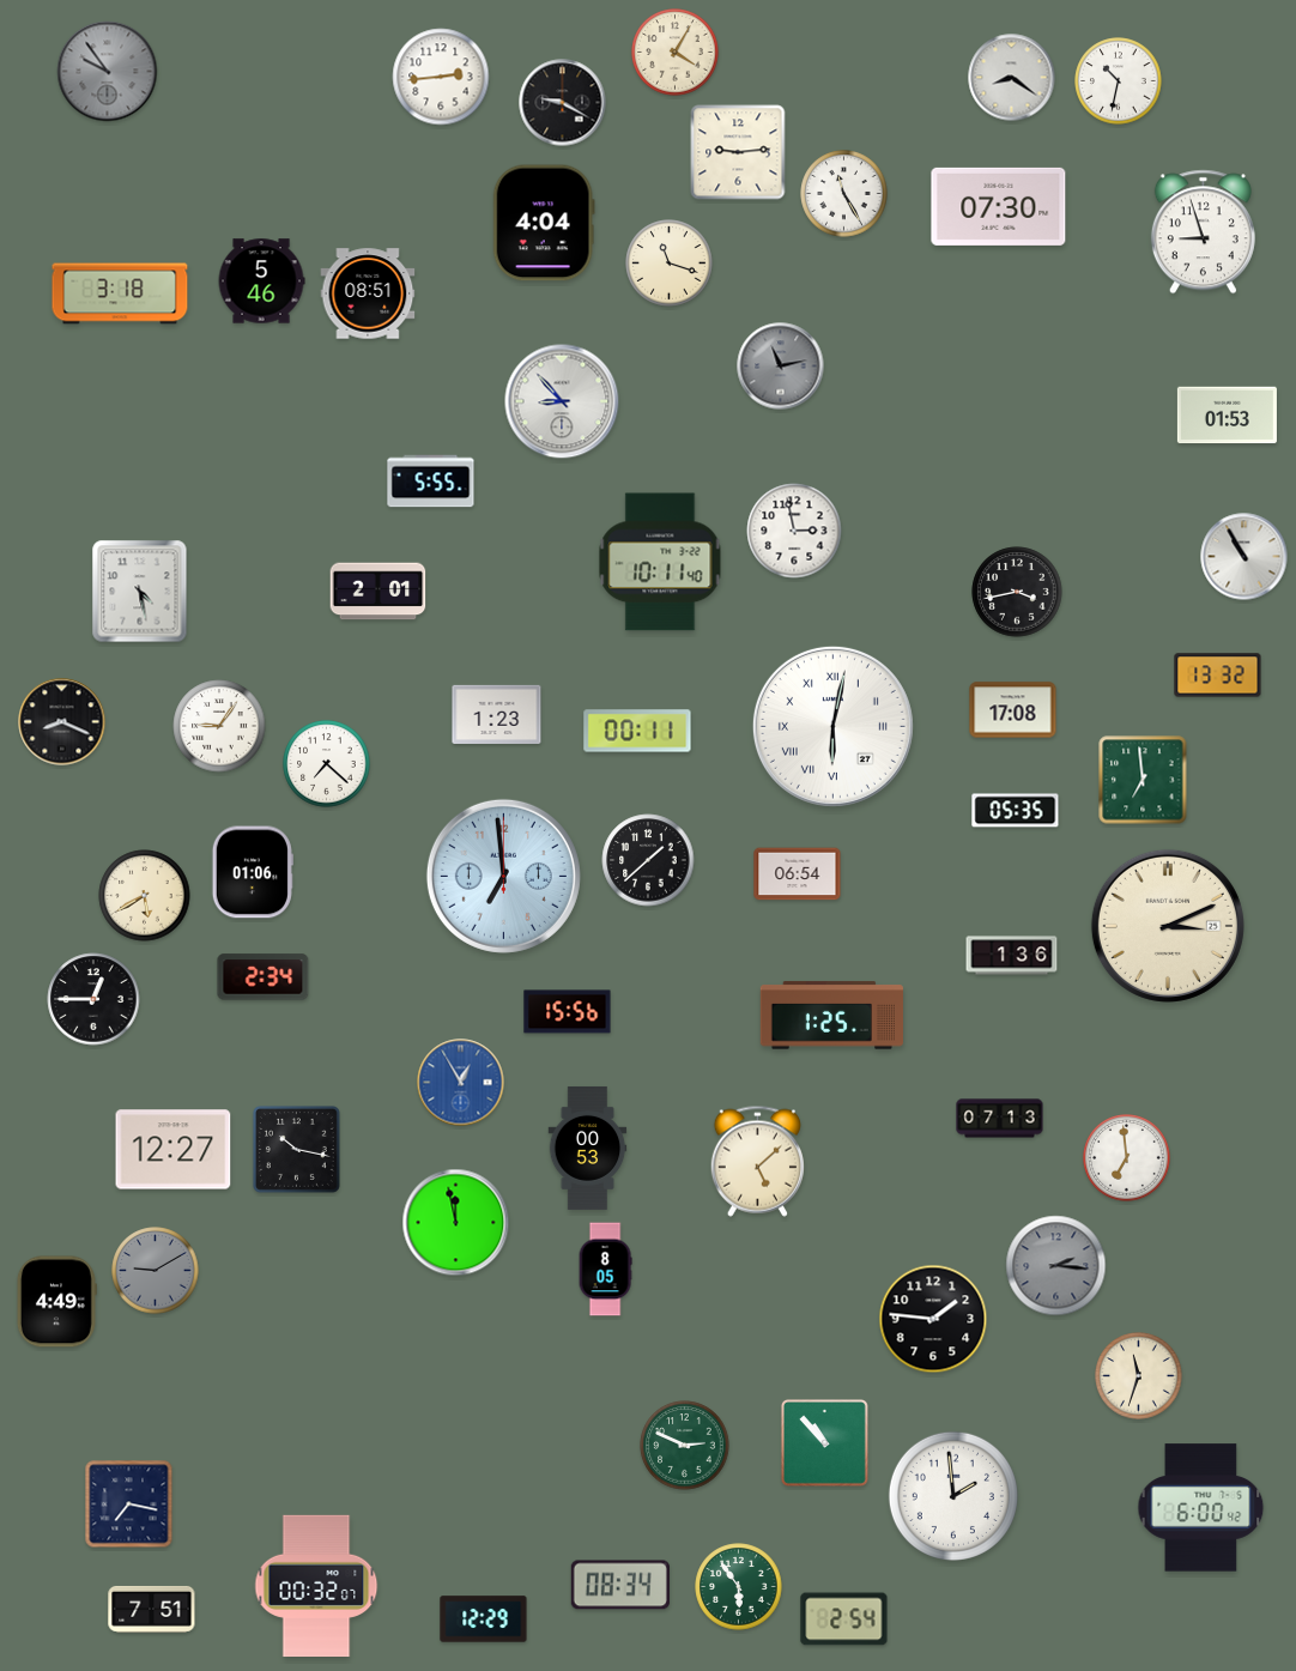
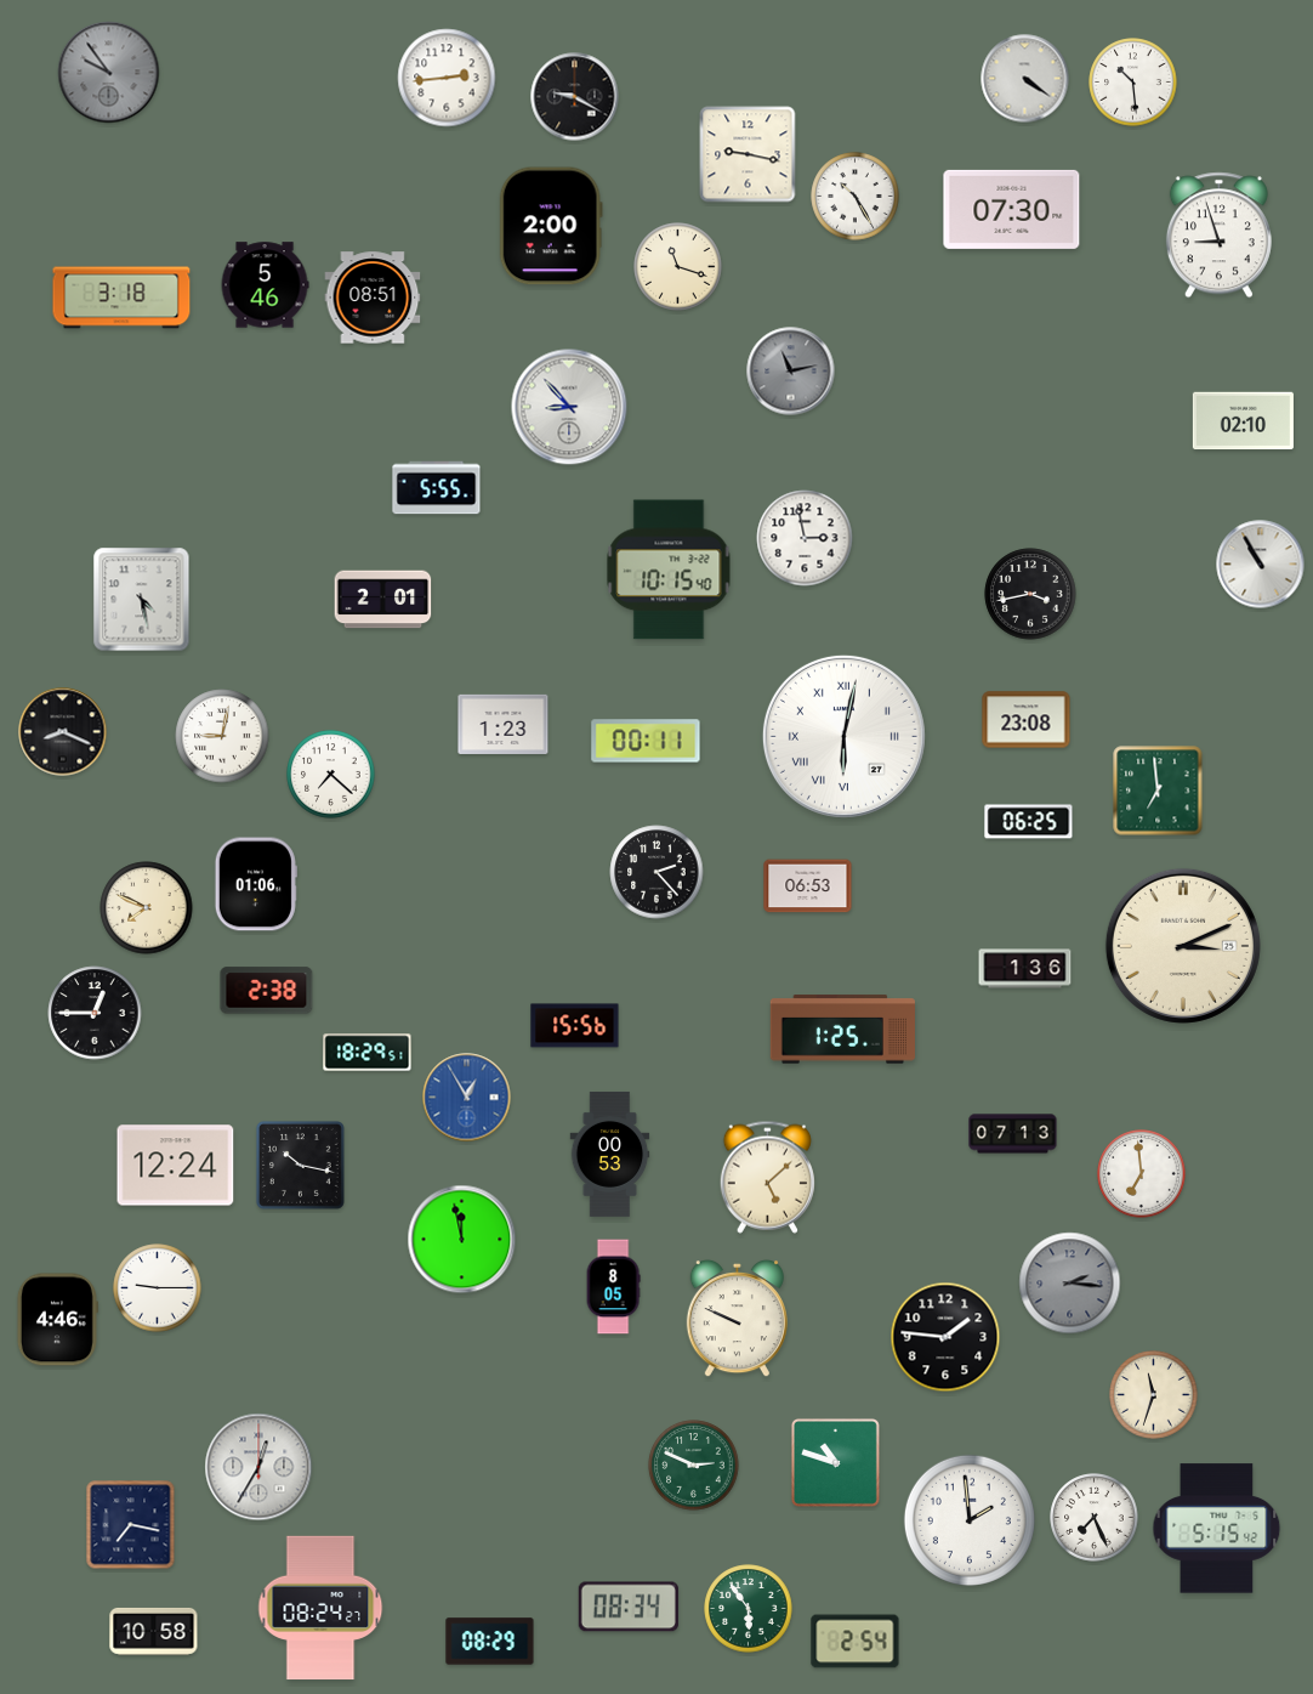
clock at (676, 53): 4:05 -> none
clock at (1012, 78): 8:21 -> 4:21
clock at (1119, 81): 10:32 -> 10:29
clock at (563, 103) position: (563, 103) -> (575, 97)
clock at (738, 152): 9:14 -> 9:17
clock at (844, 194): 11:25 -> 10:25
clock at (544, 223): 4:04 -> 2:00
clock at (1227, 416): 01:53 -> 02:10
clock at (660, 562): 10:11 -> 10:15
clock at (1017, 592) position: (1017, 592) -> (1030, 594)
clock at (1218, 676): 13:32 -> none
clock at (1013, 710): 17:08 -> 23:08
clock at (219, 726): 9:06 -> 9:02
clock at (1016, 811): 05:35 -> 06:25
clock at (648, 860): 1:38 -> 2:23
clock at (798, 874): 06:54 -> 06:53
clock at (503, 876): 6:59 -> none
clock at (145, 896): 5:40 -> 7:49
clock at (1168, 926) position: (1168, 926) -> (1183, 946)
clock at (264, 977): 2:34 -> 2:38
clock at (368, 1053): none -> 18:29
clock at (588, 1148) position: (588, 1148) -> (610, 1154)
clock at (174, 1150): 12:27 -> 12:24
clock at (156, 1271): 9:10 -> 9:15
clock at (156, 1271) dial: grey -> white
clock at (737, 1319): none -> 9:49
clock at (56, 1302): 4:49 -> 4:46
clock at (824, 1442): 10:53 -> 10:48
clock at (258, 1467): none -> 12:35
clock at (953, 1496) position: (953, 1496) -> (970, 1520)
clock at (1095, 1518): none -> 7:26
clock at (1201, 1508): 6:00 -> 5:15
clock at (316, 1586): 00:32 -> 08:24
clock at (152, 1609): 7:51 -> 10:58
clock at (484, 1619): 12:29 -> 08:29
